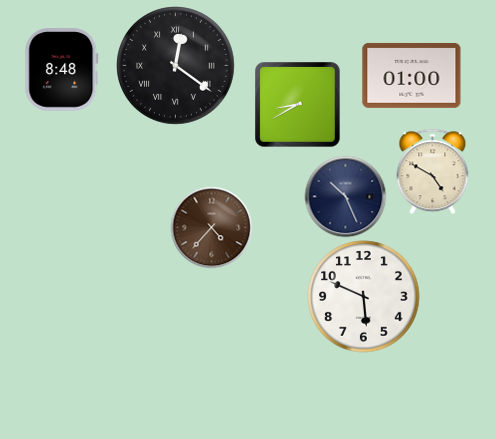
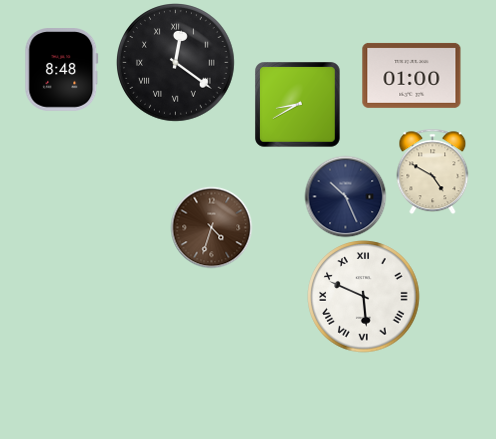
clock at (176, 66) position: (176, 66) -> (176, 63)
clock at (211, 227): 4:37 -> 4:33
clock at (364, 297) numerals: Arabic -> Roman
